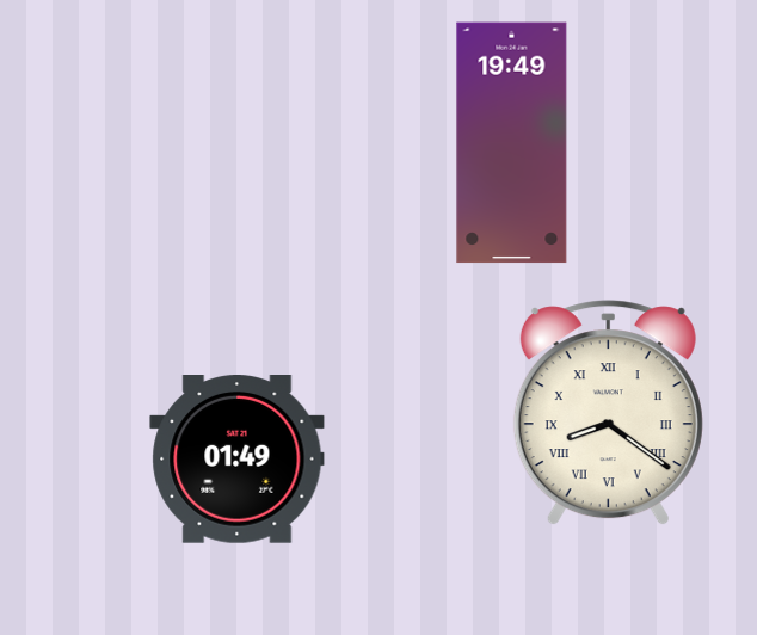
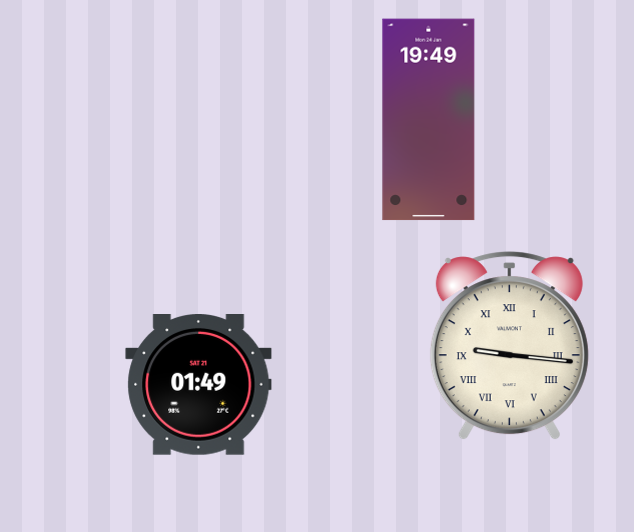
clock at (608, 413): 8:21 -> 9:16
